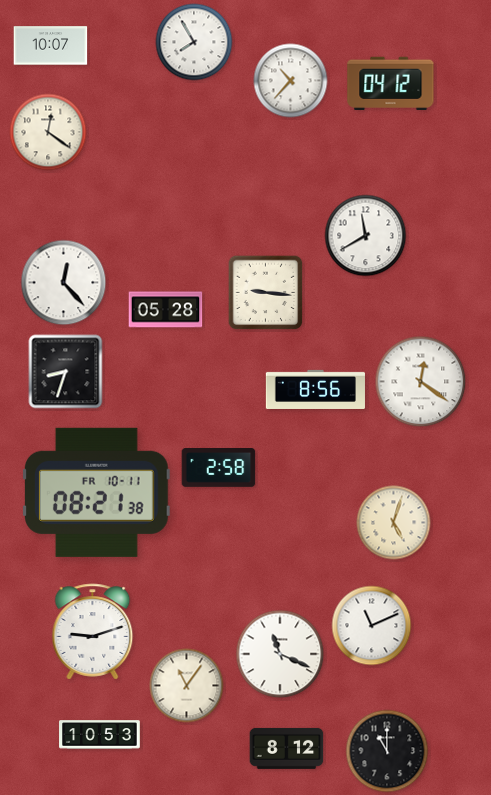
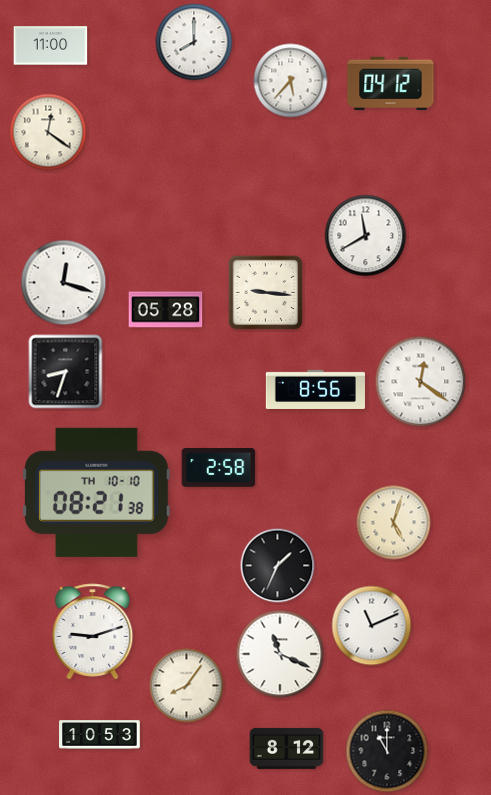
clock at (194, 42): 7:55 -> 8:00
clock at (51, 46): 10:07 -> 11:00
clock at (291, 81): 10:37 -> 5:37
clock at (64, 283): 12:23 -> 12:18
clock at (96, 492) date: FR 10-11 -> TH 10-10
clock at (278, 566): none -> 1:34
clock at (187, 686): 11:06 -> 8:06
